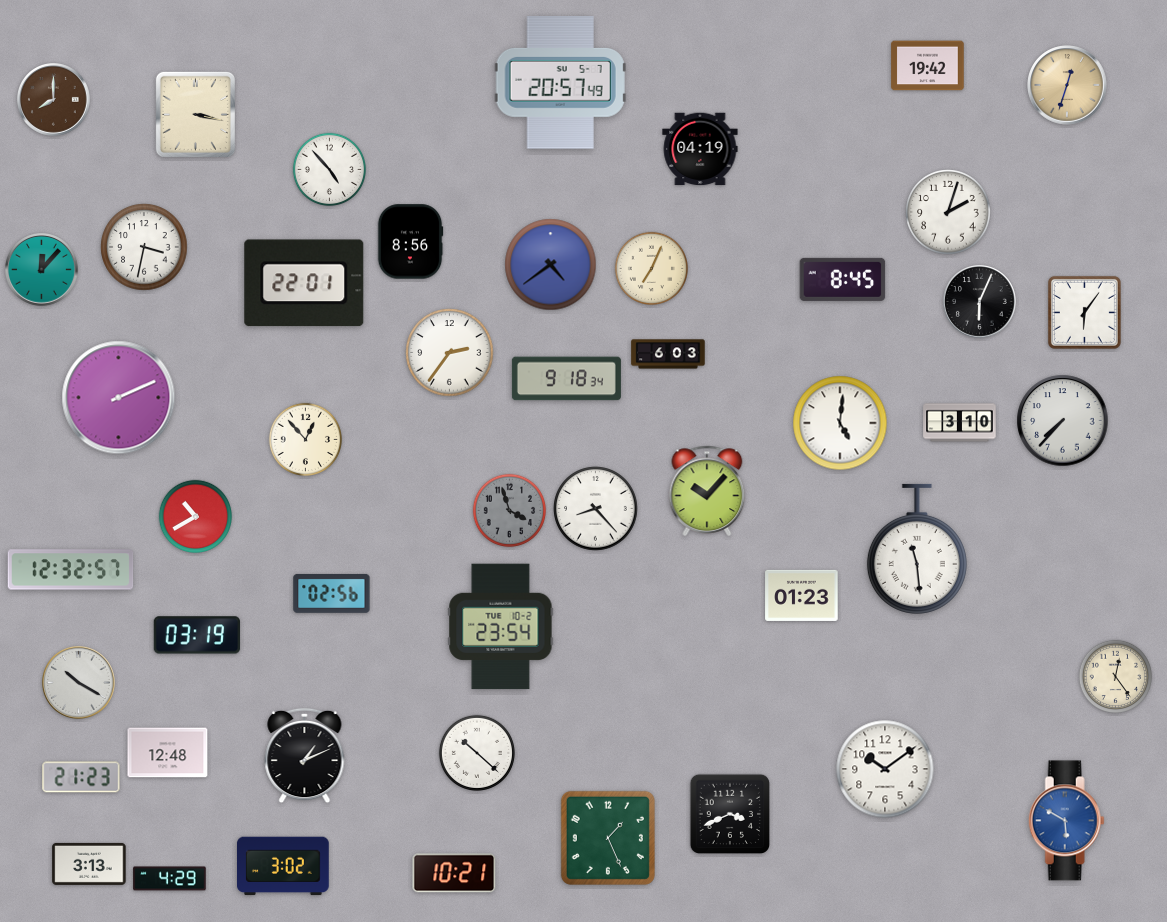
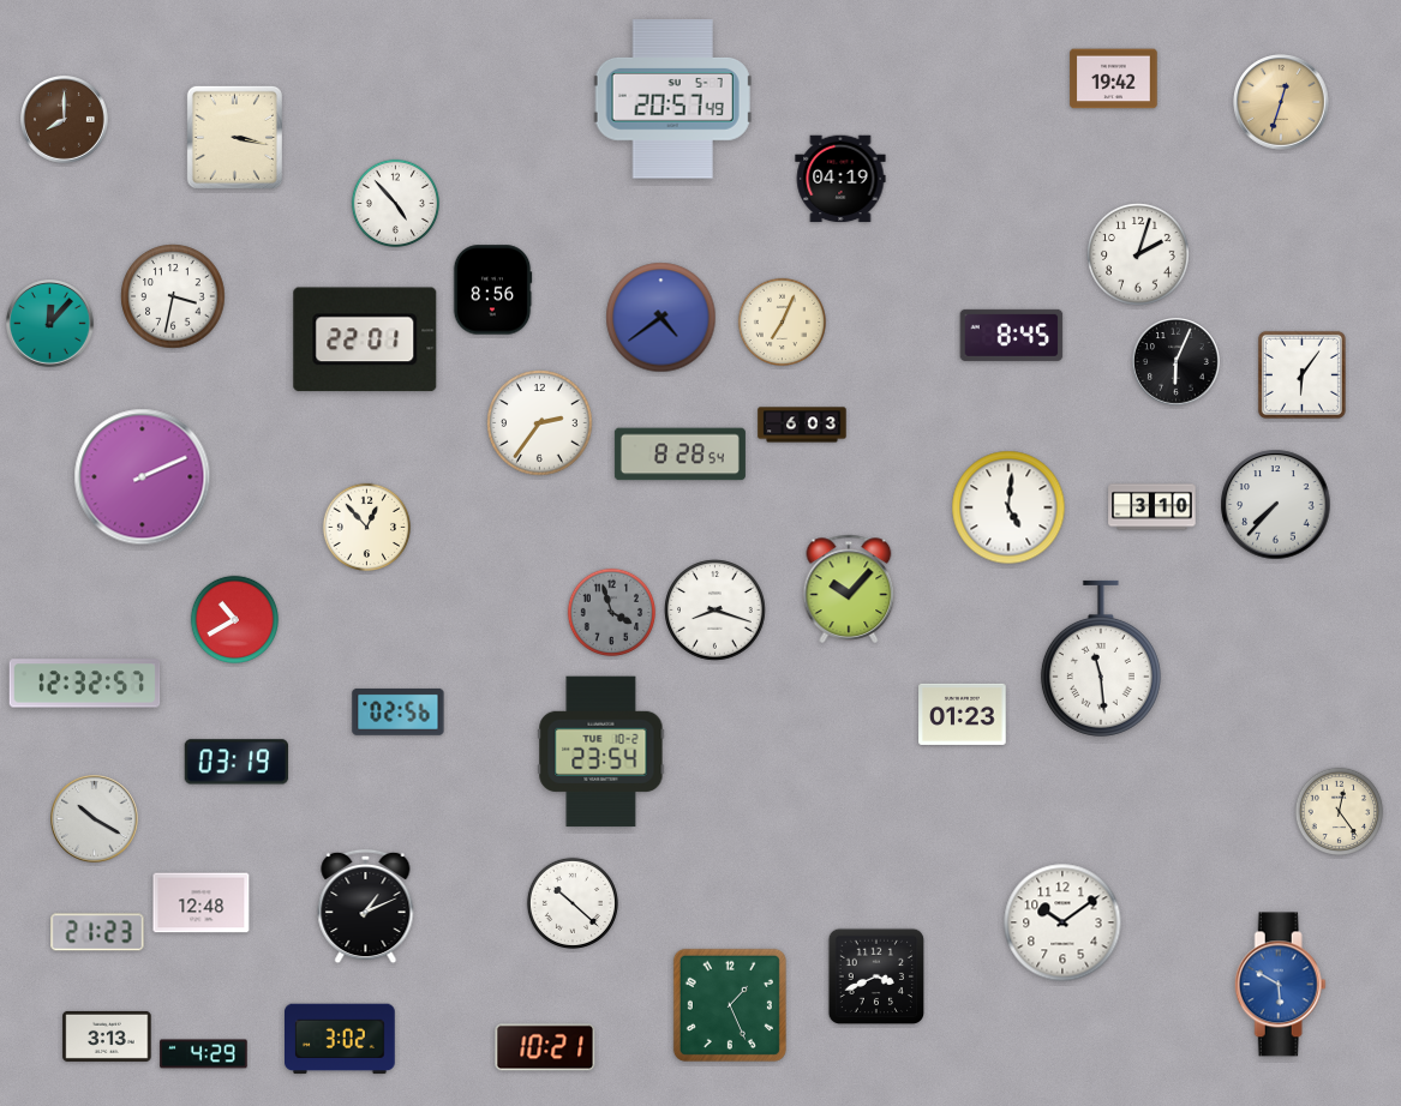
clock at (566, 379): 9:18 -> 8:28
clock at (596, 509): 8:23 -> 8:18
